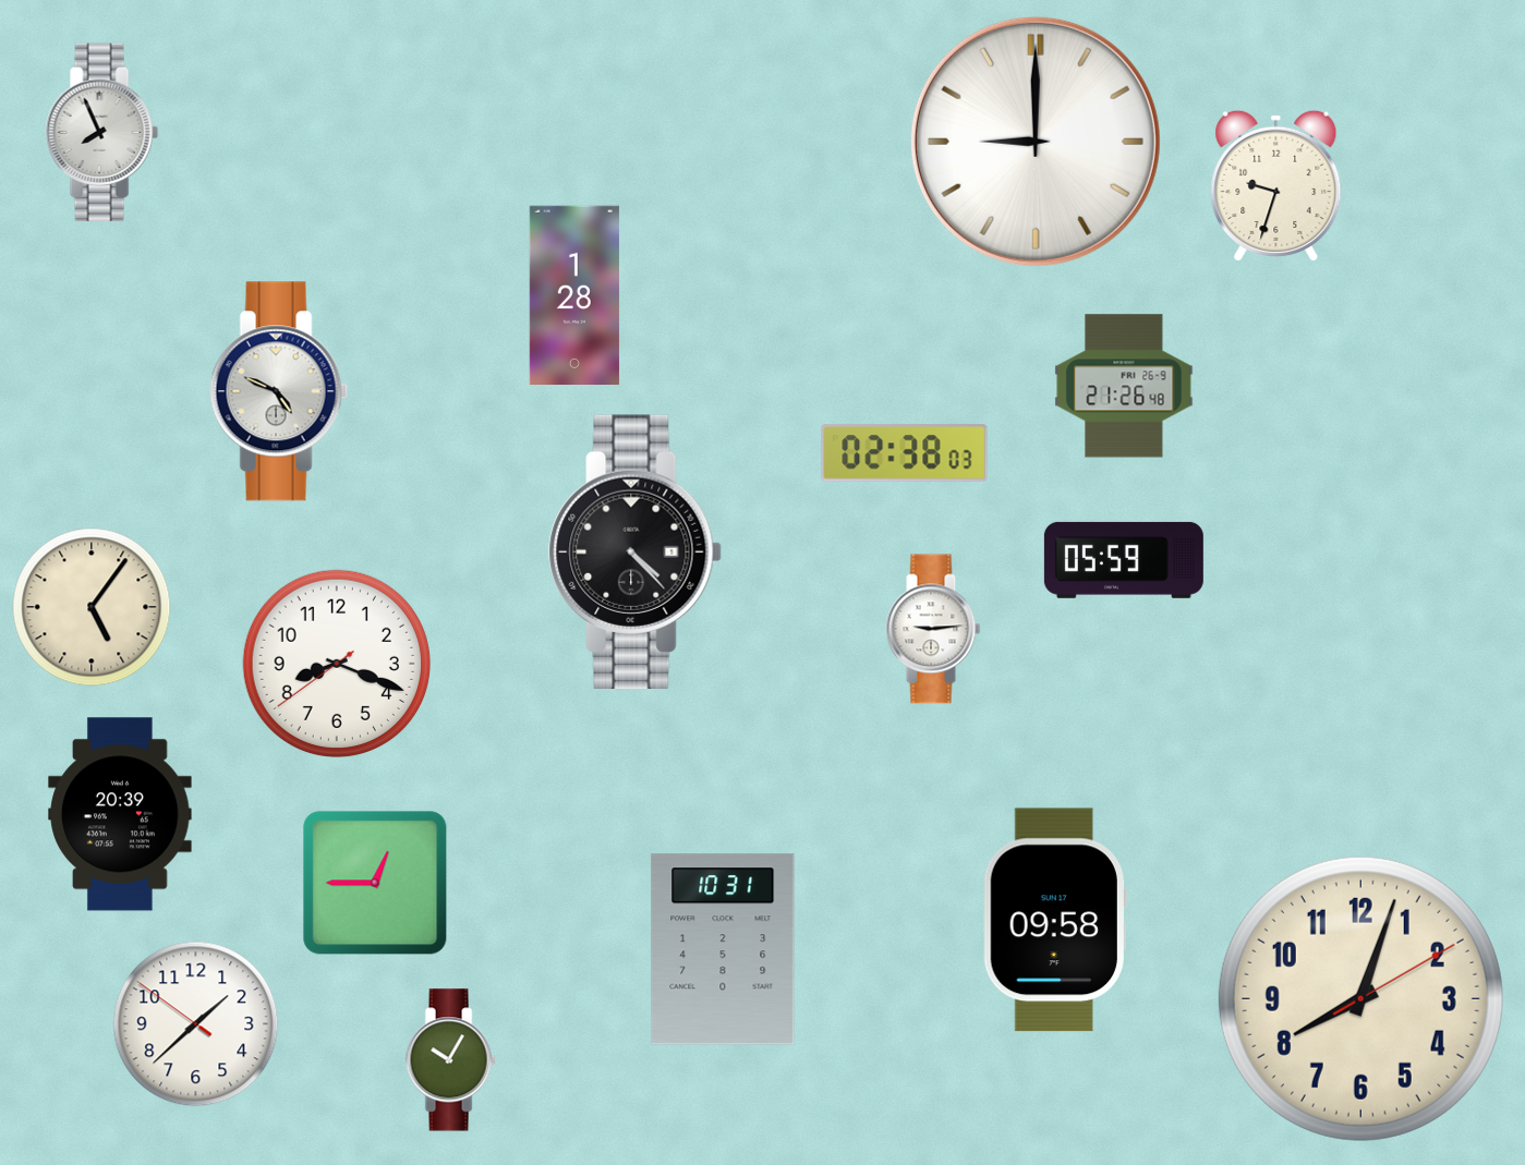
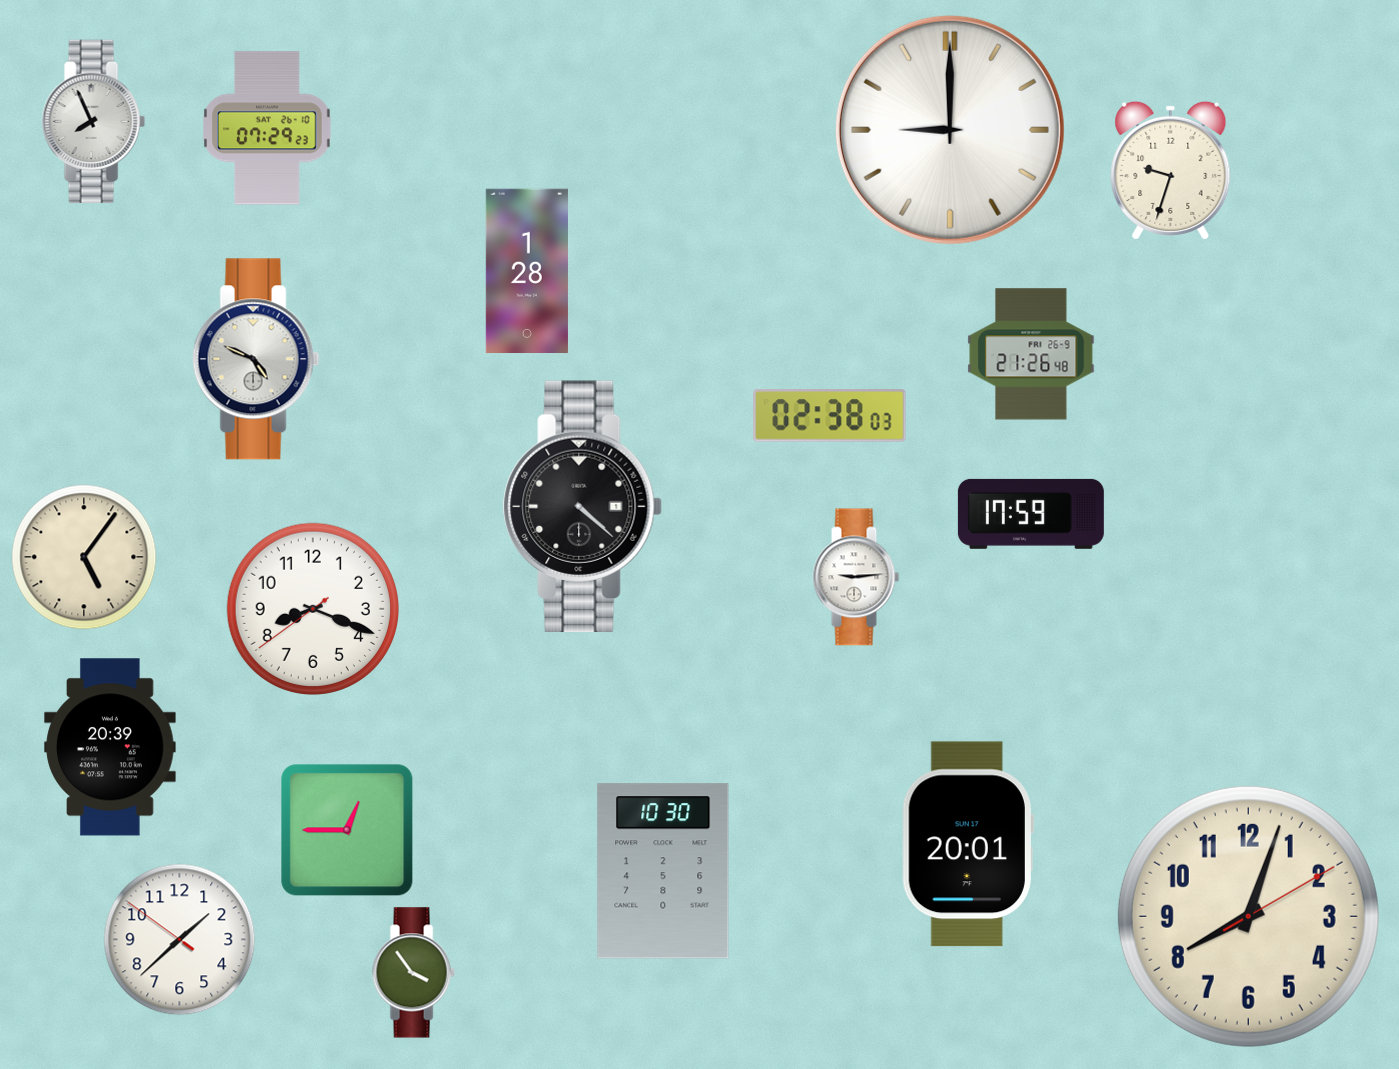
clock at (267, 128): none -> 07:29
clock at (636, 551): 4:23 -> 4:22
clock at (1124, 560): 05:59 -> 17:59
clock at (337, 664) position: (337, 664) -> (313, 609)
clock at (375, 883) position: (375, 883) -> (347, 830)
clock at (1055, 920): 09:58 -> 20:01
clock at (723, 949): 10:31 -> 10:30
clock at (450, 1060): 10:05 -> 3:54
